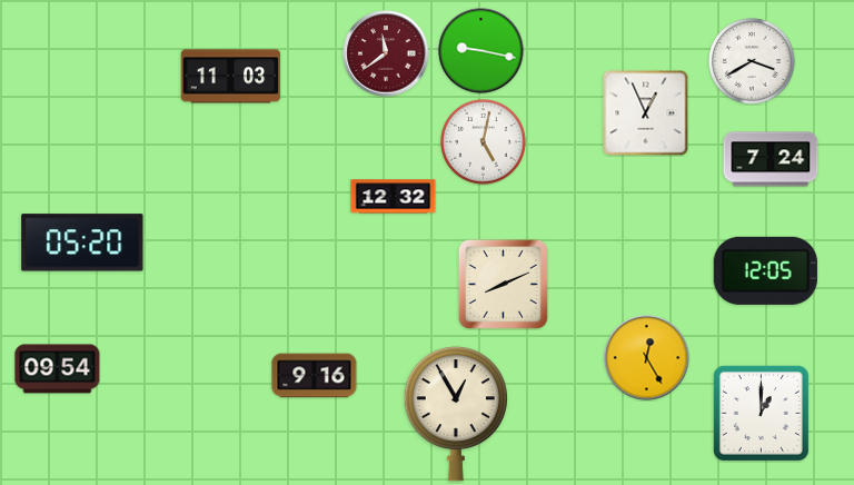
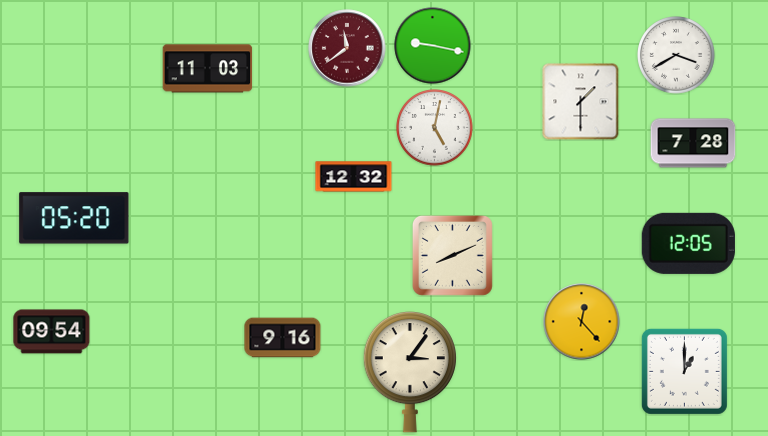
clock at (646, 113): 12:56 -> 1:30
clock at (771, 159): 7:24 -> 7:28
clock at (647, 358): 12:25 -> 12:23
clock at (456, 415): 12:55 -> 3:06
